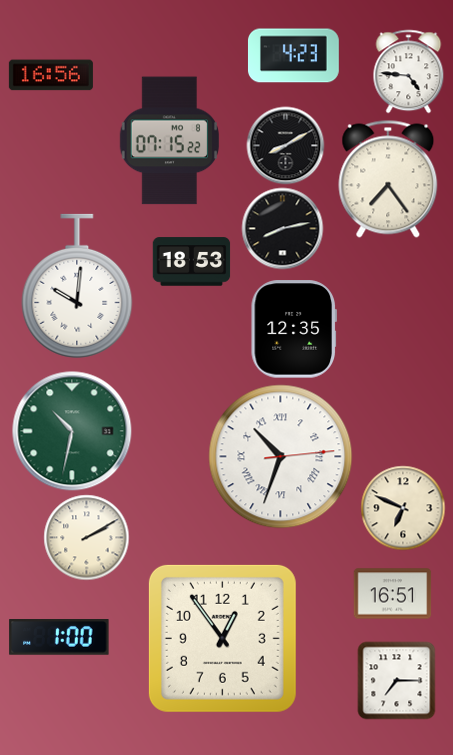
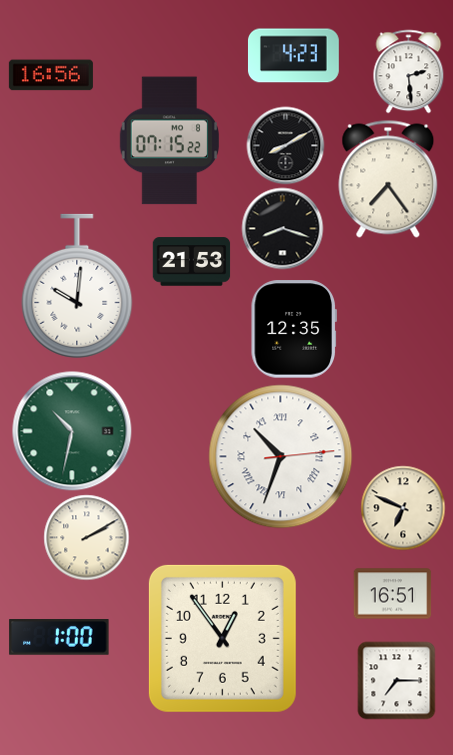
clock at (409, 71): 4:46 -> 2:29
clock at (282, 228): 8:13 -> 8:18
clock at (191, 262): 18:53 -> 21:53
